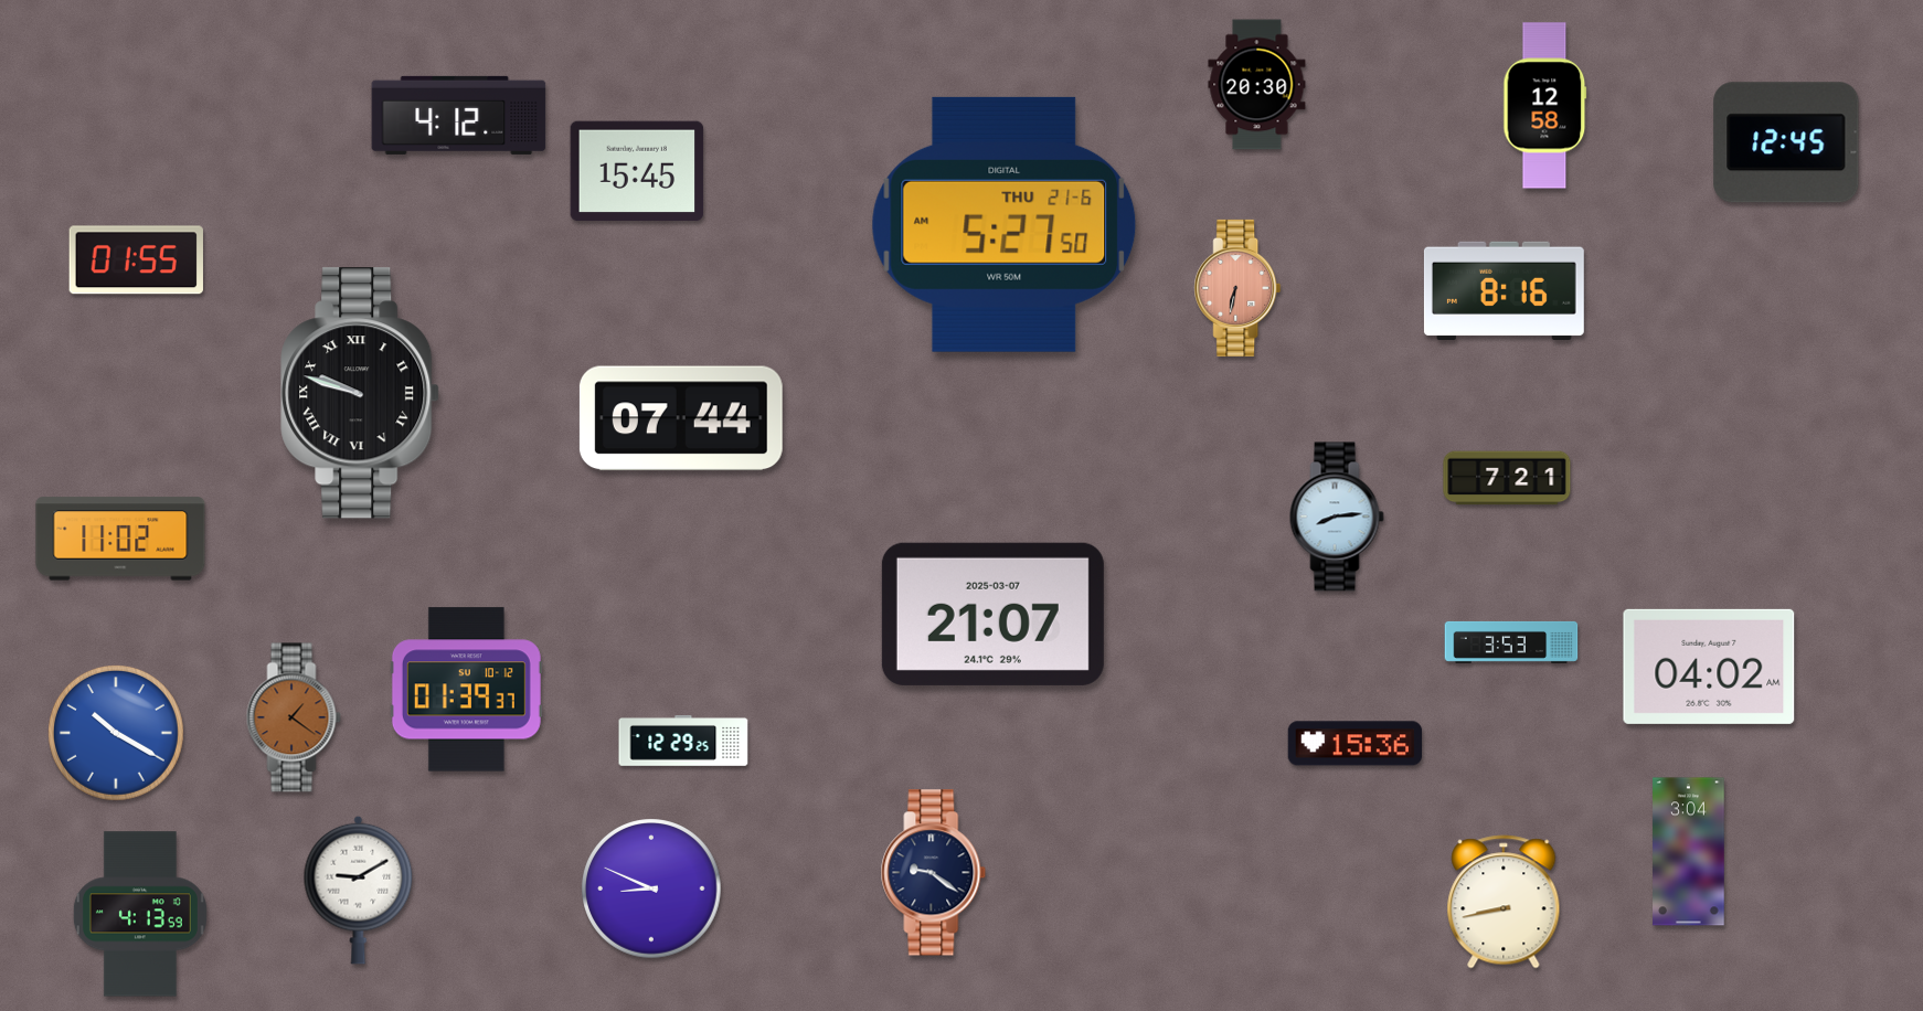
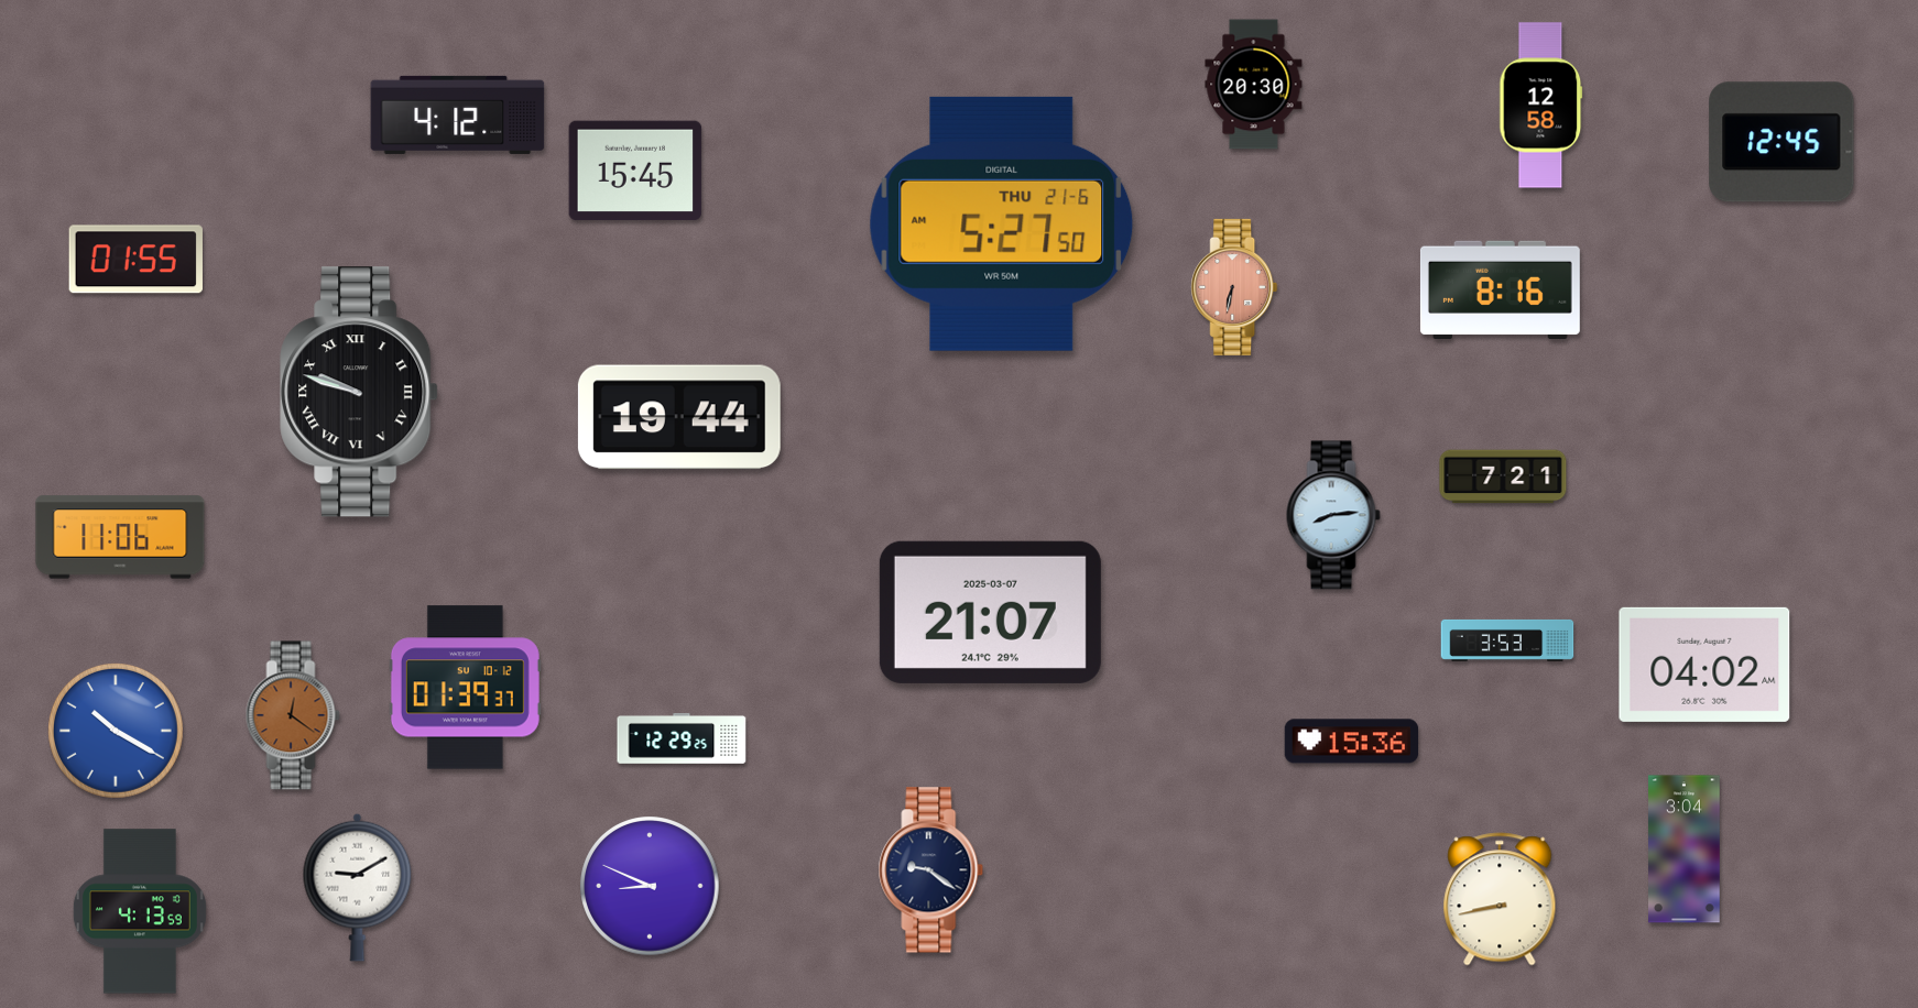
clock at (681, 418): 07:44 -> 19:44
clock at (120, 539): 11:02 -> 11:06
clock at (294, 717): 1:21 -> 12:21
